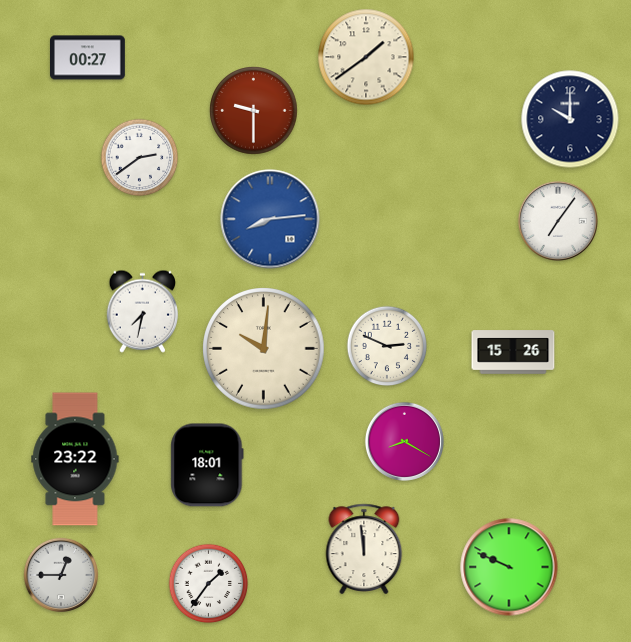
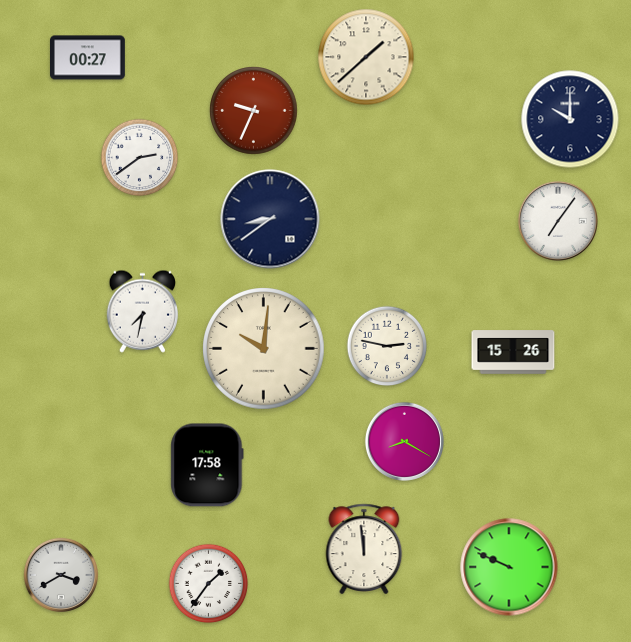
clock at (366, 57): 1:39 -> 1:38
clock at (254, 111): 9:30 -> 9:34
clock at (270, 219): 8:14 -> 8:39
clock at (270, 219) dial: blue -> navy
clock at (387, 346): 2:49 -> 2:47
clock at (75, 459): 23:22 -> none
clock at (207, 465): 18:01 -> 17:58
clock at (61, 575): 12:45 -> 3:40
